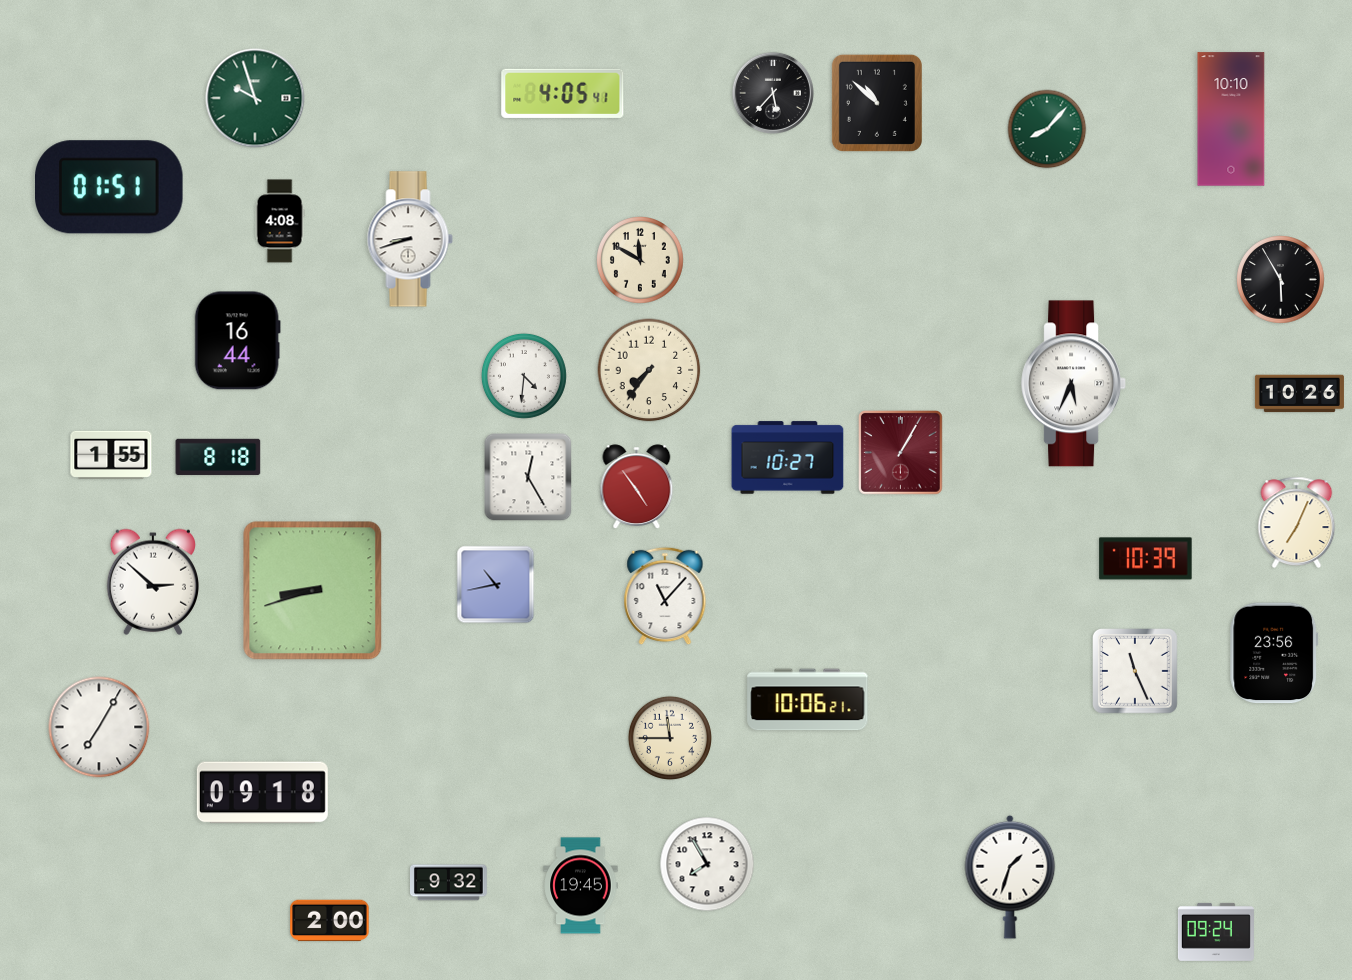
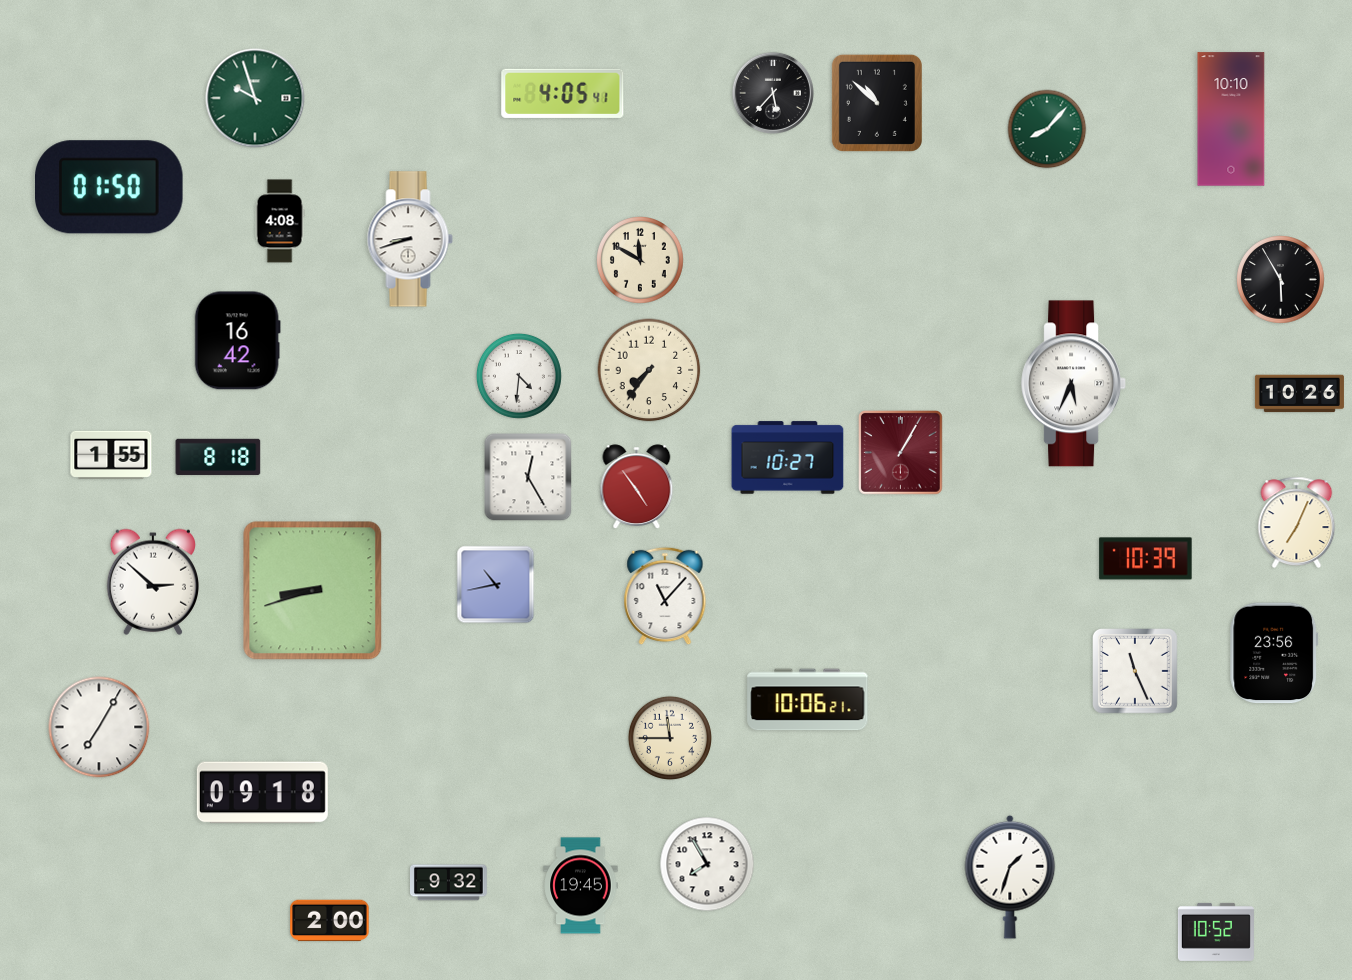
clock at (109, 187): 01:51 -> 01:50
clock at (237, 341): 16:44 -> 16:42
clock at (524, 376) position: (524, 376) -> (519, 376)
clock at (1216, 932): 09:24 -> 10:52
